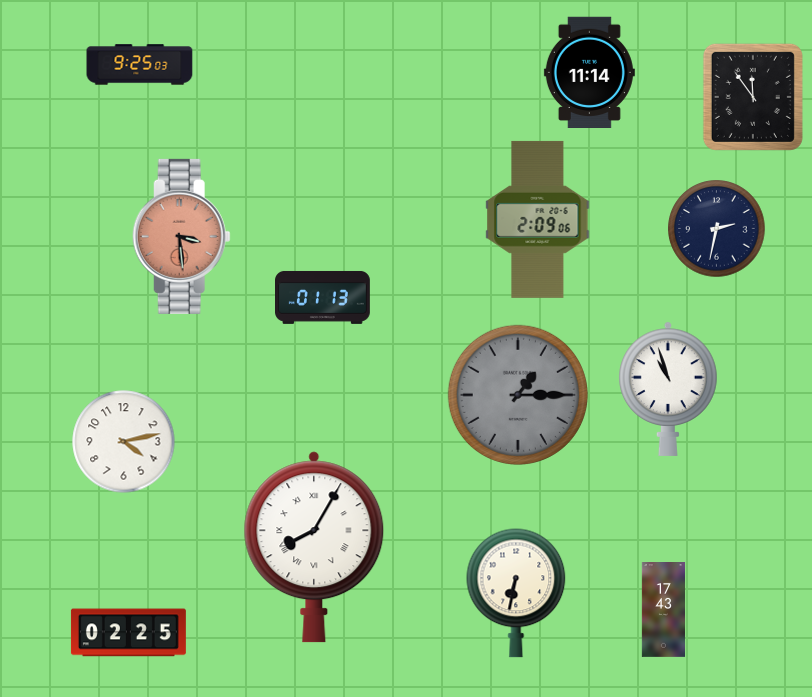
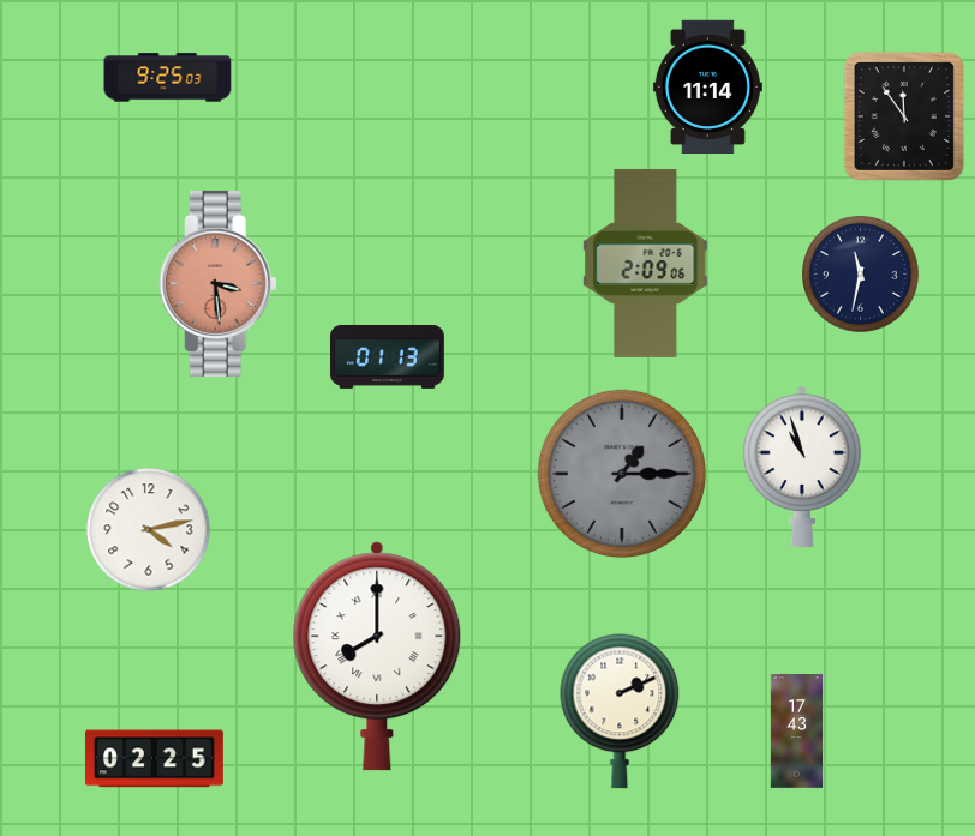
clock at (717, 229): 2:32 -> 11:32
clock at (314, 547): 8:05 -> 8:00
clock at (516, 593): 6:32 -> 2:11
